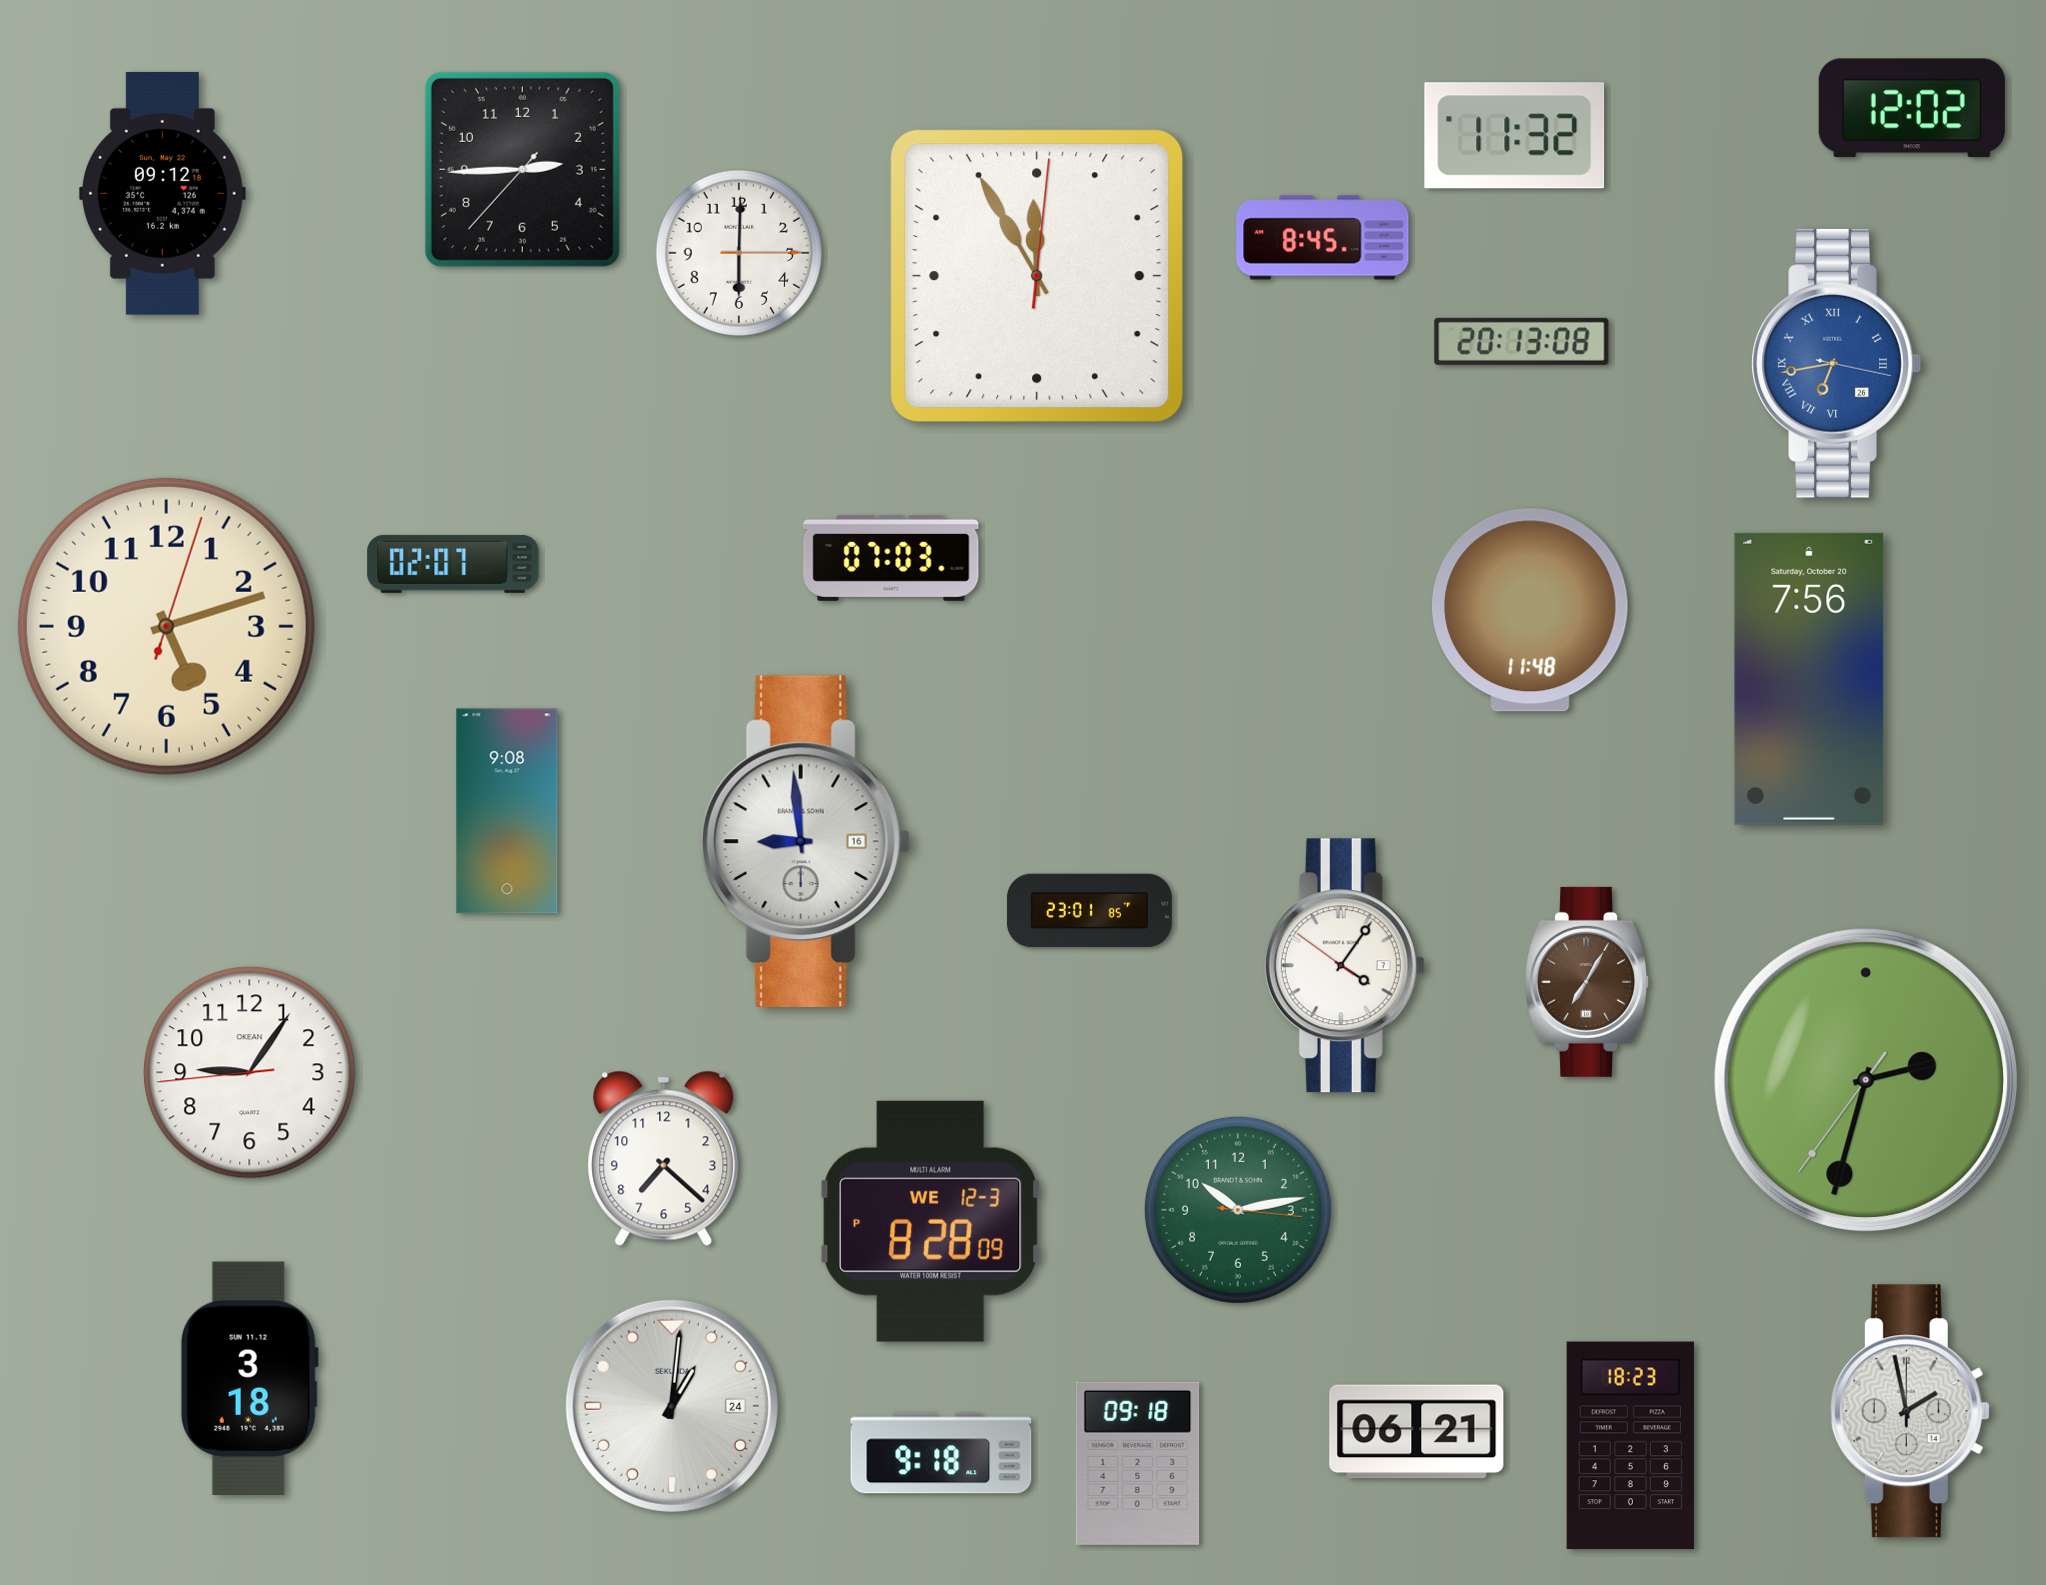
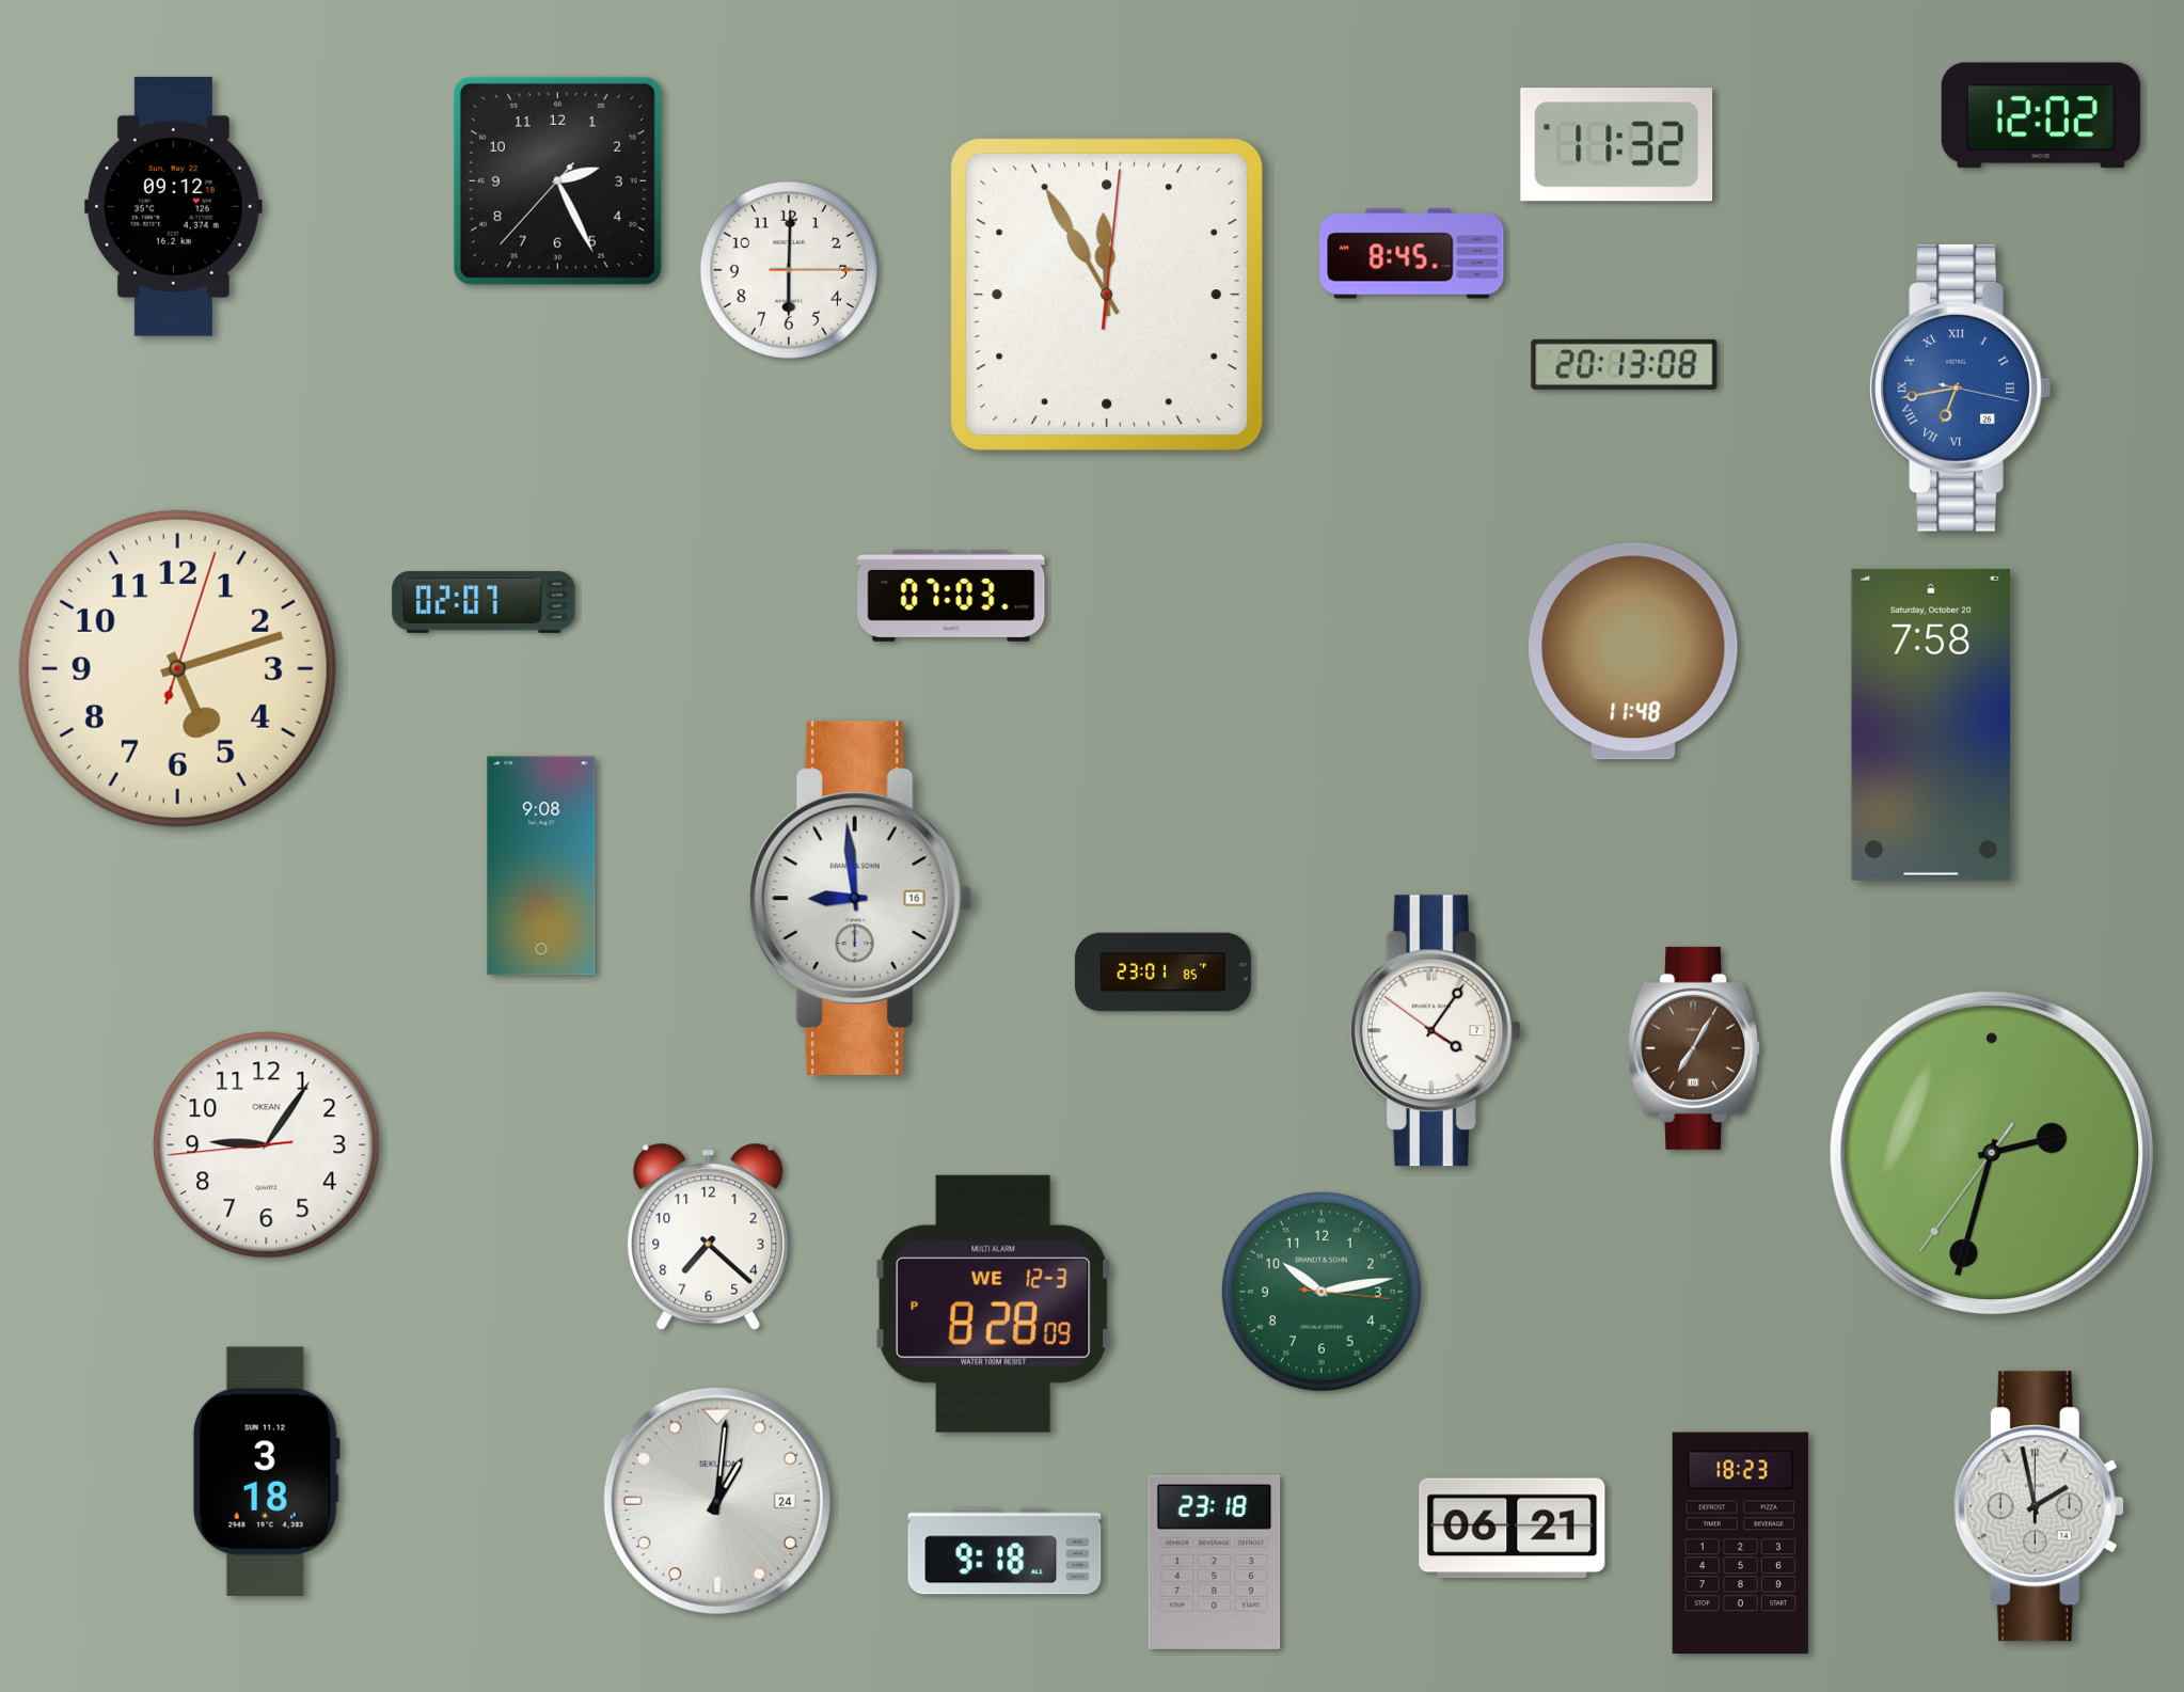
clock at (522, 169): 2:44 -> 2:25
clock at (1809, 679): 7:56 -> 7:58
clock at (1138, 1463): 09:18 -> 23:18
